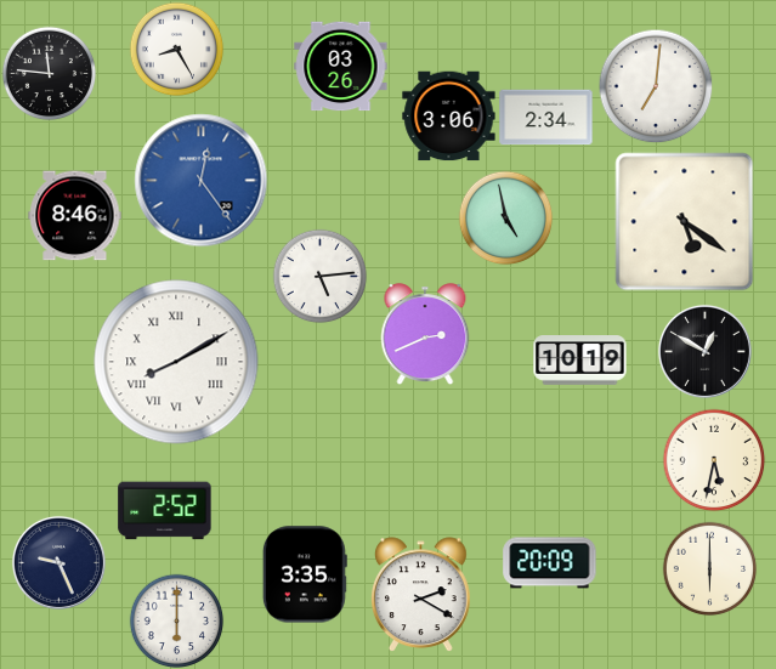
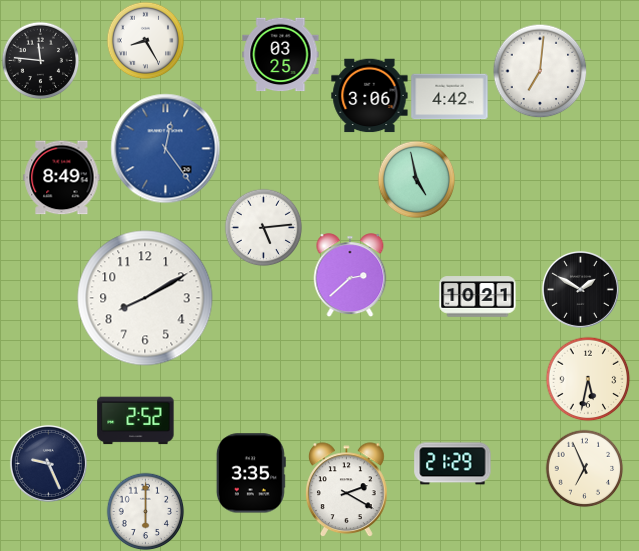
clock at (341, 67): 03:26 -> 03:25
clock at (546, 118): 2:34 -> 4:42
clock at (75, 216): 8:46 -> 8:49
clock at (685, 222): 5:21 -> none
clock at (425, 334): 2:41 -> 2:38
clock at (704, 351): 12:50 -> 1:50
clock at (580, 361): 10:19 -> 10:21
clock at (176, 362) numerals: Roman -> Arabic
clock at (550, 563): 20:09 -> 21:29
clock at (709, 568): 6:00 -> 6:56
